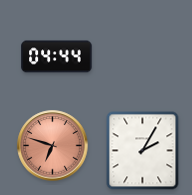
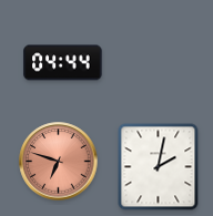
clock at (143, 151): 2:05 -> 2:02
